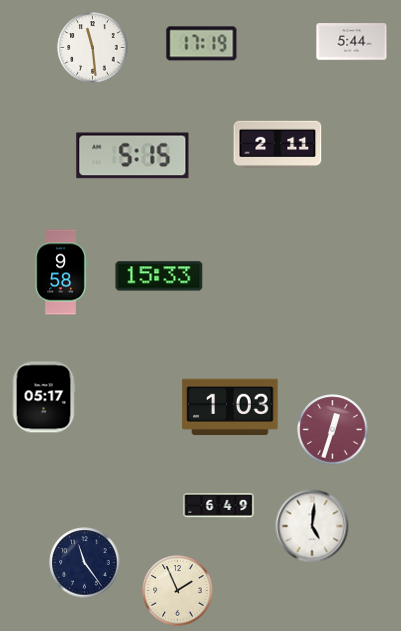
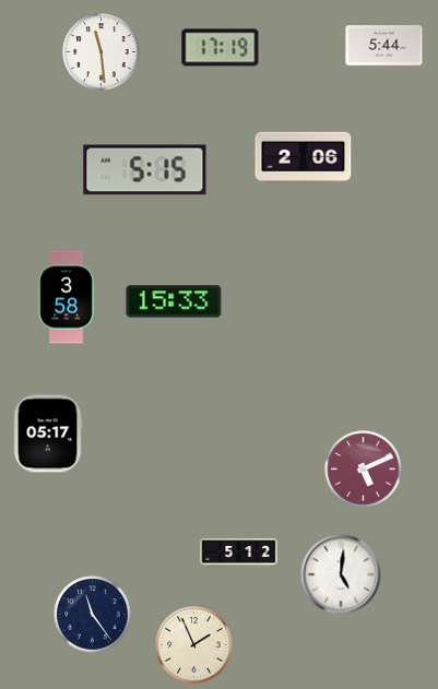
clock at (278, 144): 2:11 -> 2:06
clock at (61, 272): 9:58 -> 3:58
clock at (230, 407): 1:03 -> none
clock at (333, 430): 12:33 -> 5:11
clock at (219, 507): 6:49 -> 5:12
